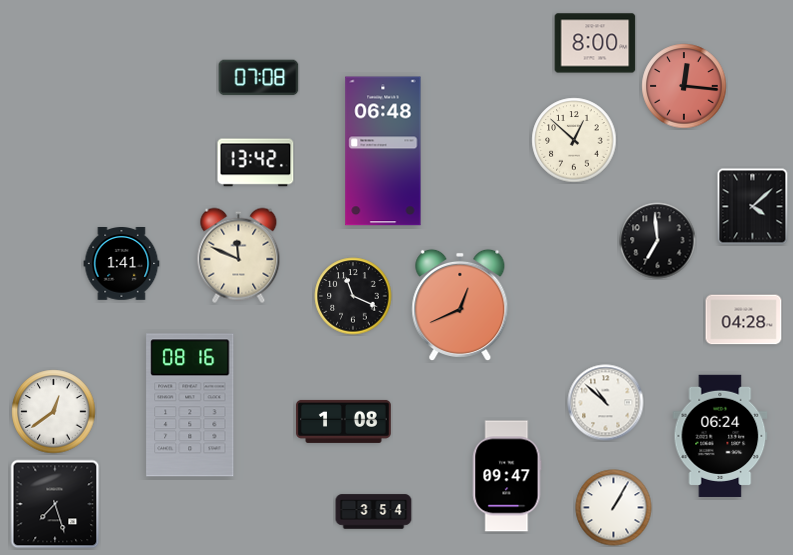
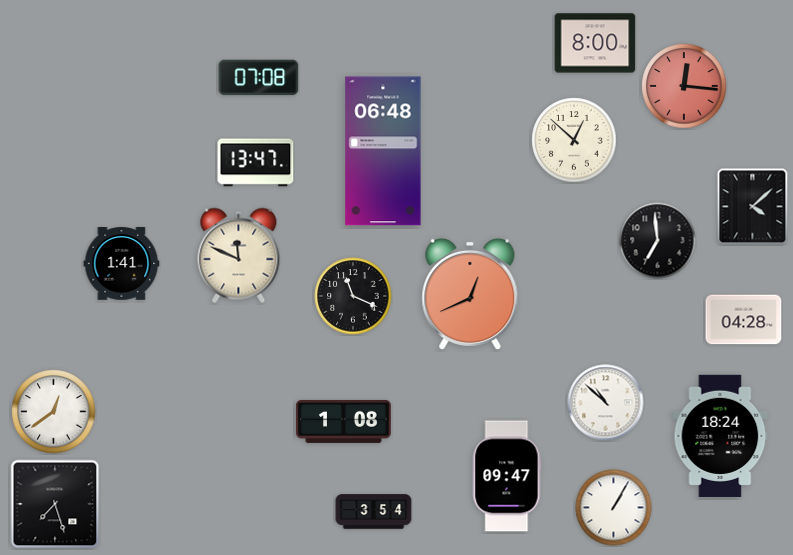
clock at (256, 163): 13:42 -> 13:47
clock at (460, 305) position: (460, 305) -> (470, 294)
clock at (190, 405): 08:16 -> none
clock at (720, 436): 06:24 -> 18:24
